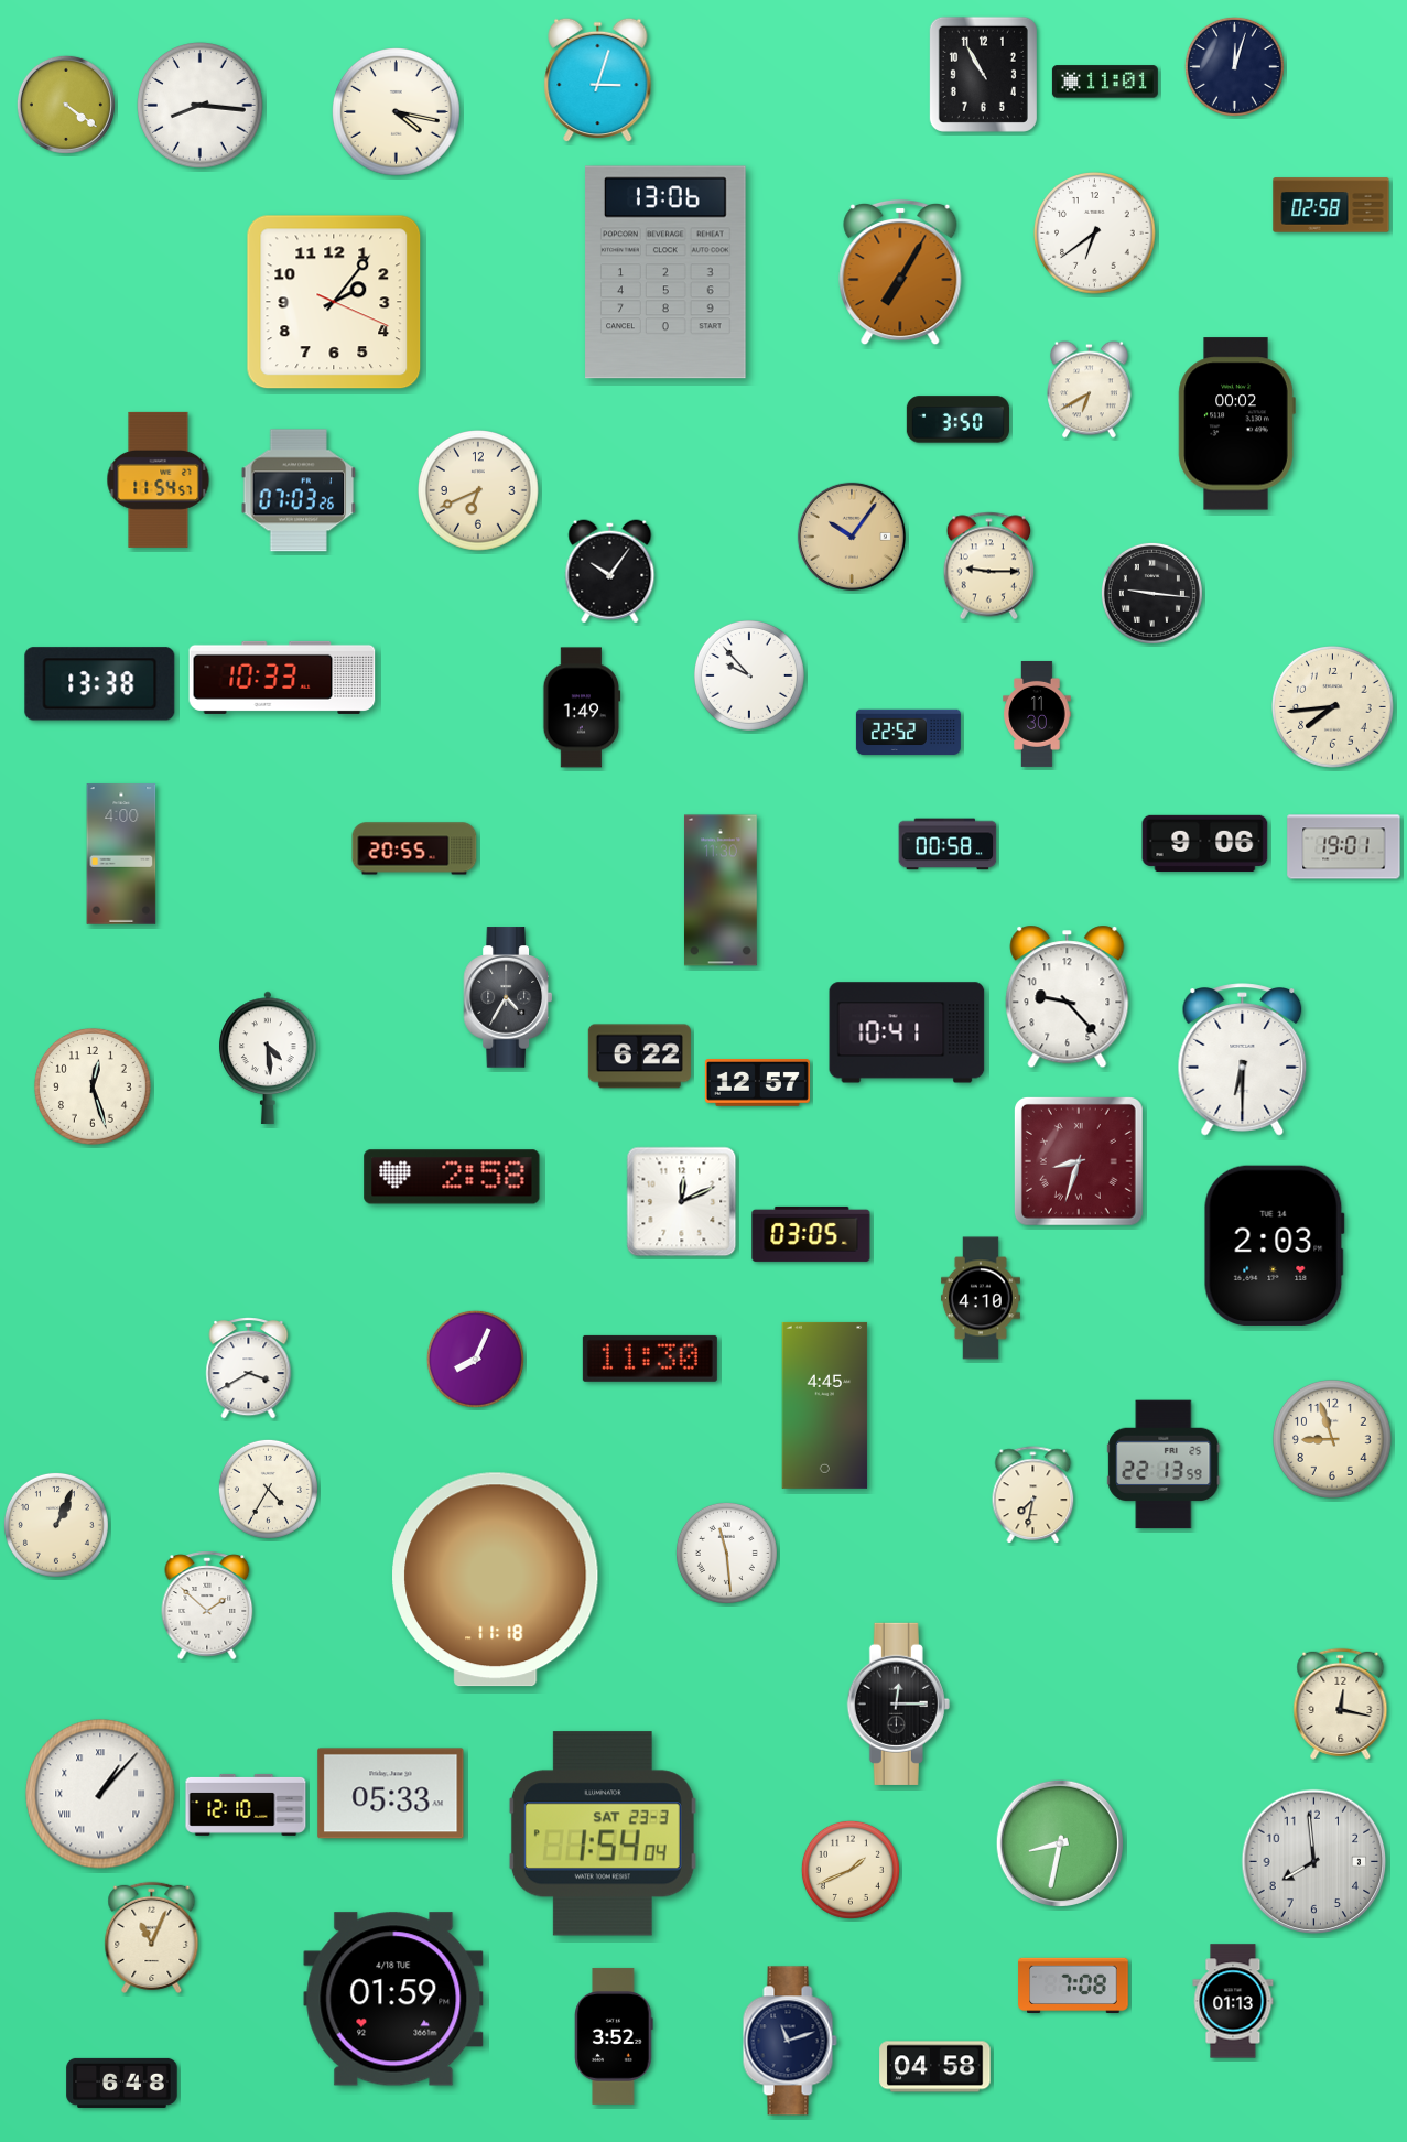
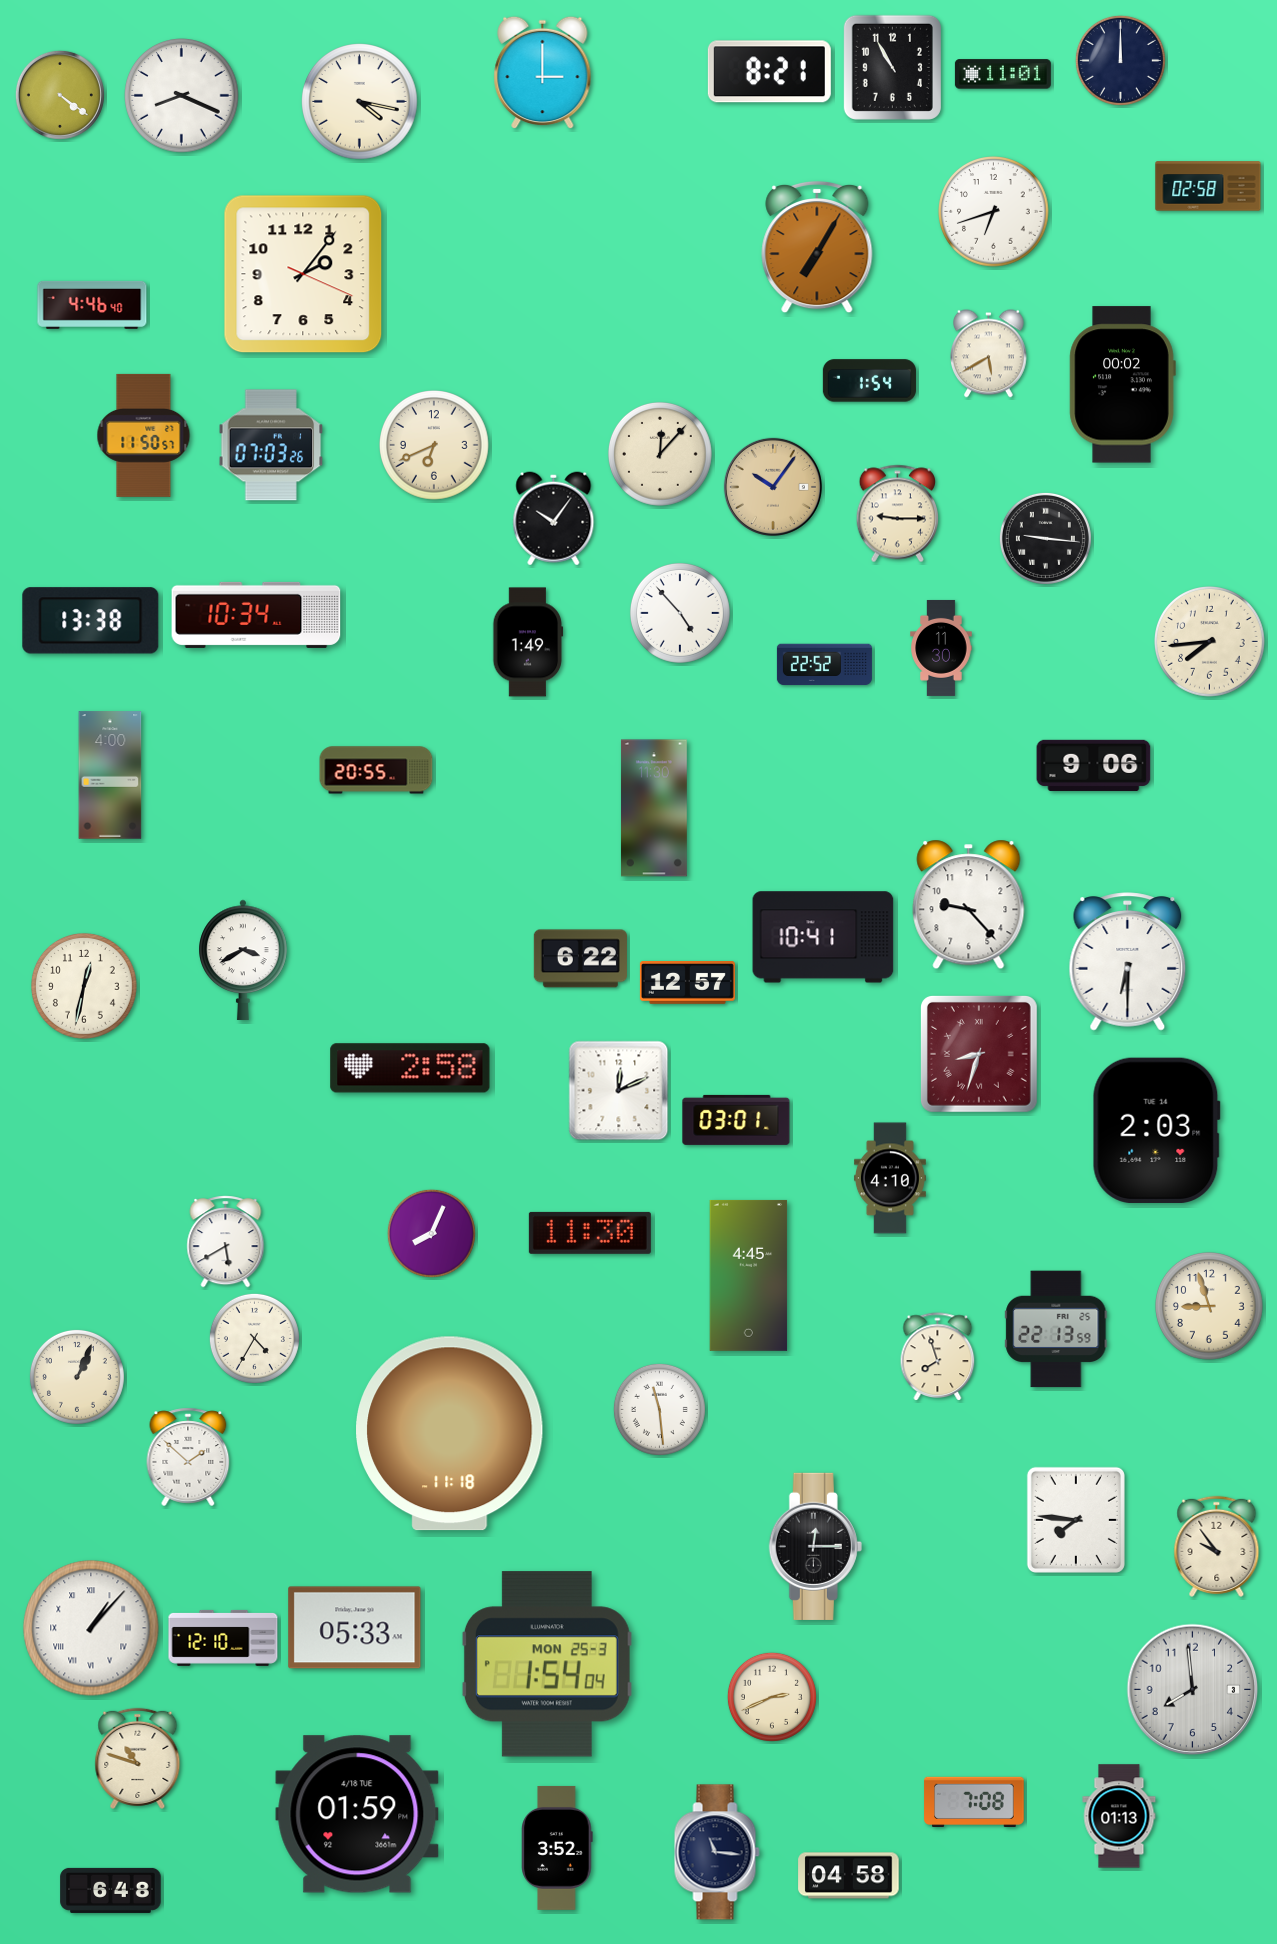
clock at (1234, 66): 12:03 -> 12:00
clock at (769, 72): none -> 8:21
clock at (598, 80): 3:03 -> 3:00
clock at (201, 106): 8:16 -> 8:19
clock at (1095, 234): 6:39 -> 6:42
clock at (665, 272): 13:06 -> none
clock at (92, 305): none -> 4:46
clock at (1090, 390): 6:40 -> 5:40
clock at (957, 420): 3:50 -> 1:54
clock at (159, 479): 11:54 -> 11:50
clock at (660, 454): none -> 12:07
clock at (749, 675): 9:53 -> 4:53
clock at (282, 678): 10:33 -> 10:34
clock at (948, 844): 00:58 -> none
clock at (1344, 847): 19:01 -> none
clock at (507, 997): 4:35 -> none
clock at (268, 1058): 4:29 -> 3:40
clock at (94, 1088): 12:27 -> 12:32
clock at (811, 1234): 03:05 -> 03:01
clock at (249, 1368): 3:40 -> 5:40
clock at (268, 1489) position: (268, 1489) -> (254, 1338)
clock at (1033, 1494): 7:32 -> 7:57
clock at (56, 1525) position: (56, 1525) -> (77, 1377)
clock at (1076, 1520): none -> 7:46
clock at (1341, 1703): 12:17 -> 9:54
clock at (603, 1833) date: SAT 23-3 -> MON 25-3
clock at (1059, 1842): 8:32 -> none
clock at (851, 1870): 1:41 -> 2:41
clock at (152, 1937): 11:04 -> 10:48
clock at (790, 2041): 11:12 -> 11:16
